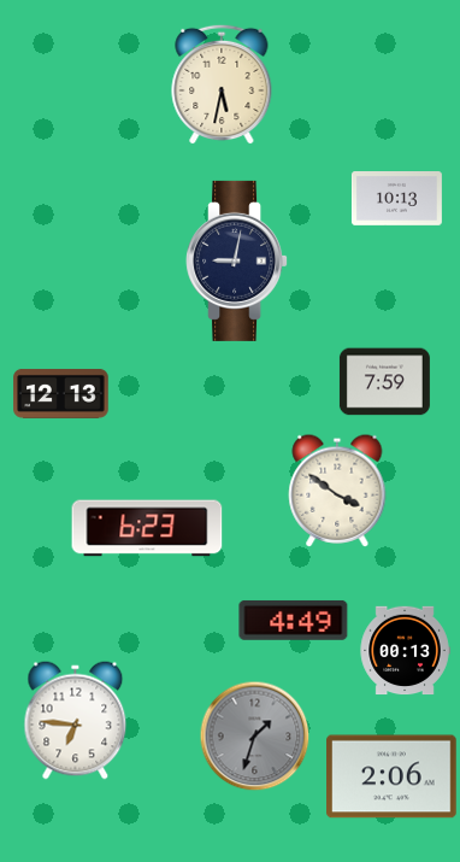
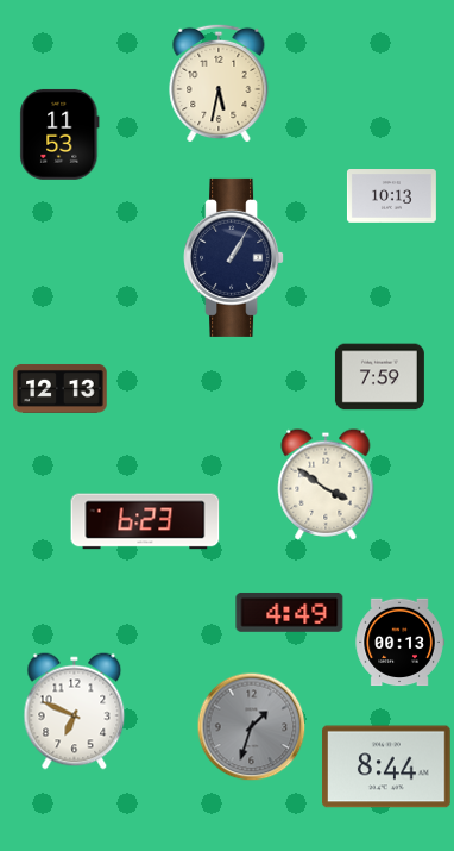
clock at (59, 134): none -> 11:53
clock at (237, 260): 9:02 -> 1:05
clock at (337, 491) position: (337, 491) -> (326, 484)
clock at (76, 721): 6:46 -> 6:49
clock at (391, 776): 2:06 -> 8:44
